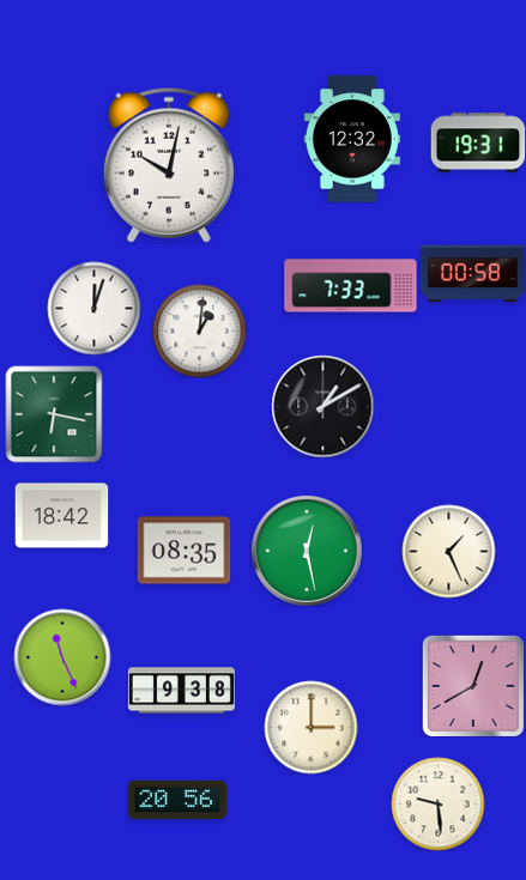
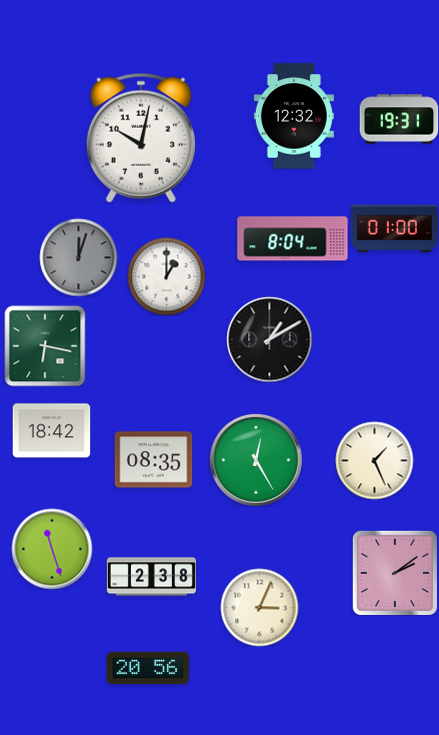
clock at (472, 274): 00:58 -> 01:00
clock at (351, 286): 7:33 -> 8:04
clock at (93, 308) dial: white -> grey
clock at (199, 330): 1:01 -> 1:00
clock at (307, 551): 12:28 -> 12:25
clock at (62, 657): 11:26 -> 11:27
clock at (472, 685): 12:40 -> 2:09
clock at (181, 691): 9:38 -> 2:38
clock at (310, 727): 3:00 -> 3:04
clock at (437, 803): 9:29 -> none
